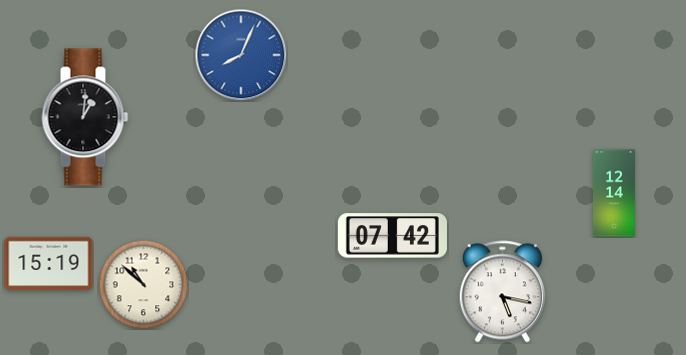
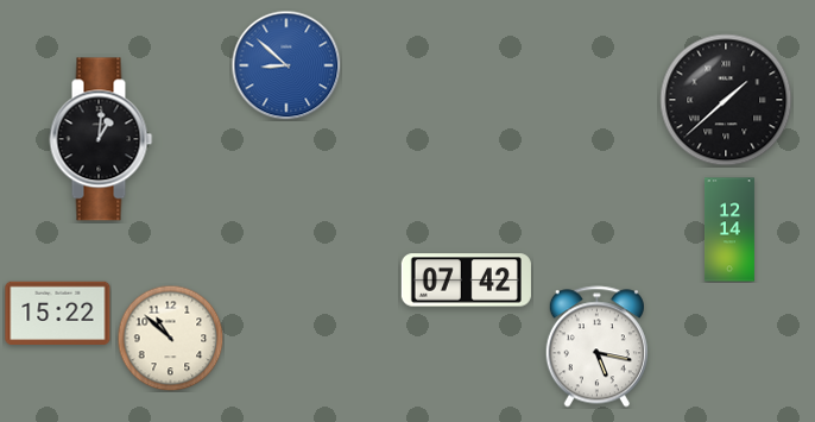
clock at (241, 55): 8:04 -> 8:52
clock at (726, 100): none -> 1:38
clock at (49, 263): 15:19 -> 15:22
